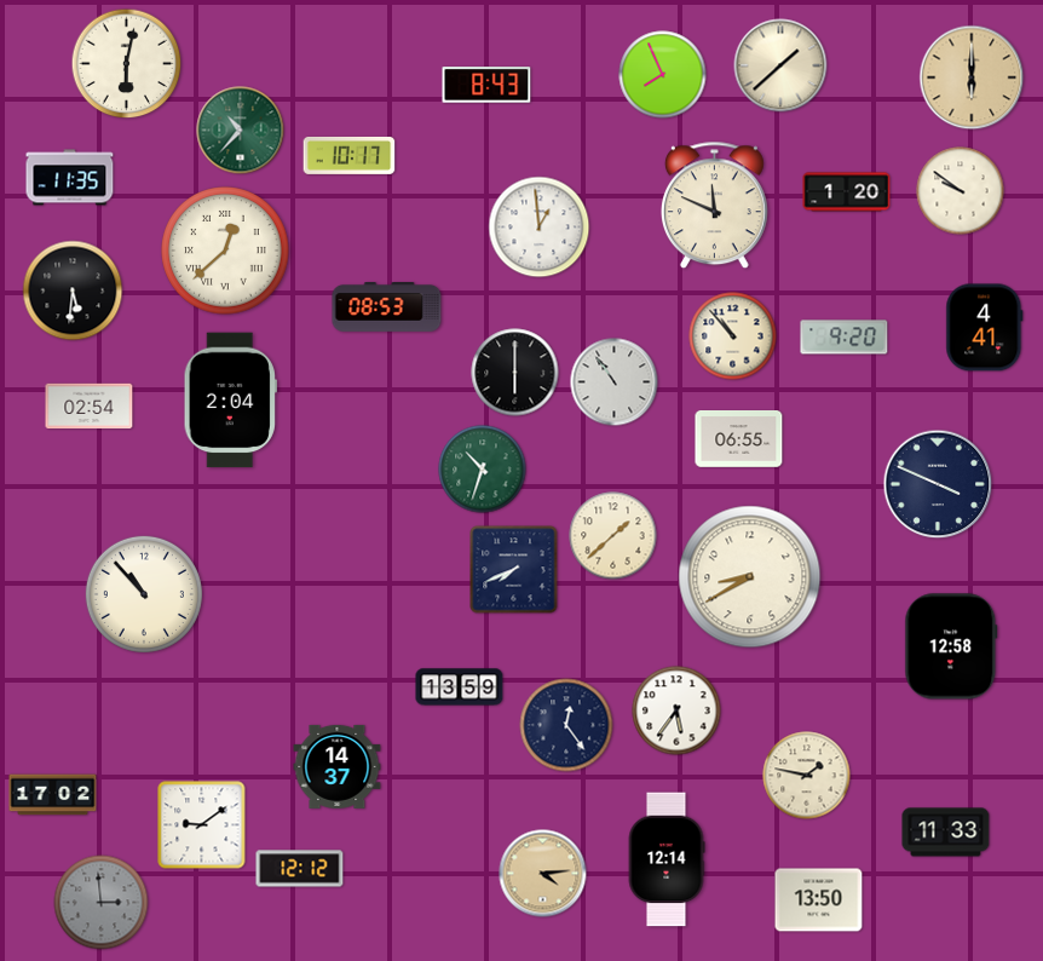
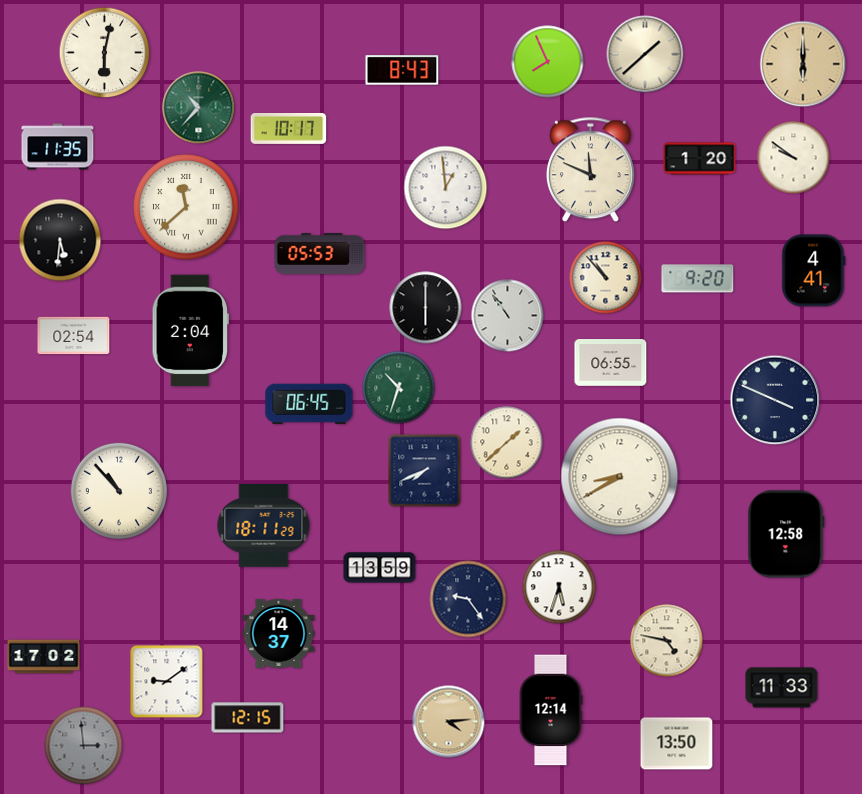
clock at (225, 251): 12:38 -> 11:38
clock at (387, 307): 08:53 -> 05:53
clock at (309, 403): none -> 06:45
clock at (264, 525): none -> 18:11
clock at (676, 710): 5:36 -> 5:33
clock at (566, 725): 12:24 -> 9:24
clock at (807, 776): 1:47 -> 4:47
clock at (300, 869): 12:12 -> 12:15
